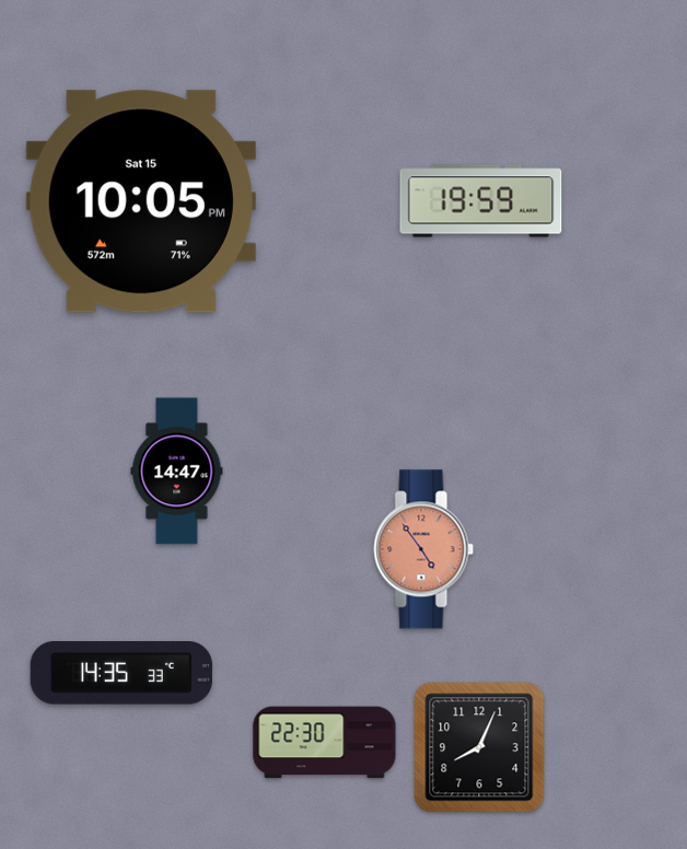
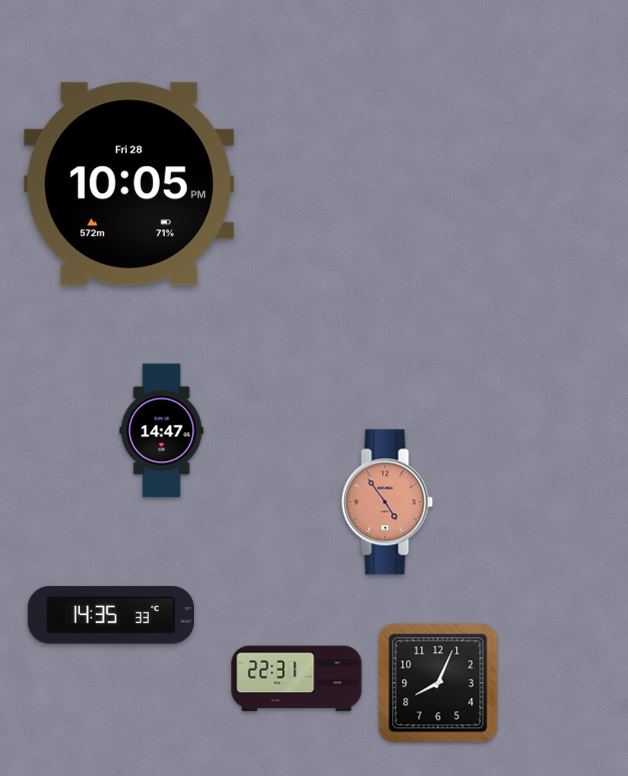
clock at (141, 201) date: Sat 15 -> Fri 28
clock at (481, 201): 19:59 -> none
clock at (325, 743): 22:30 -> 22:31
